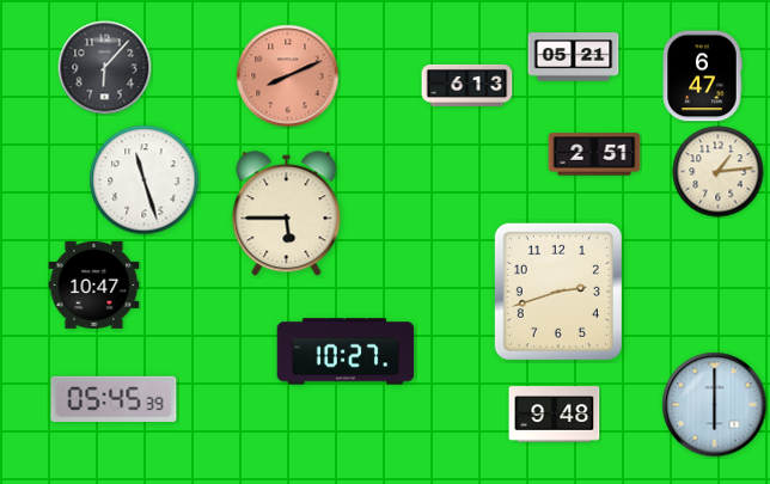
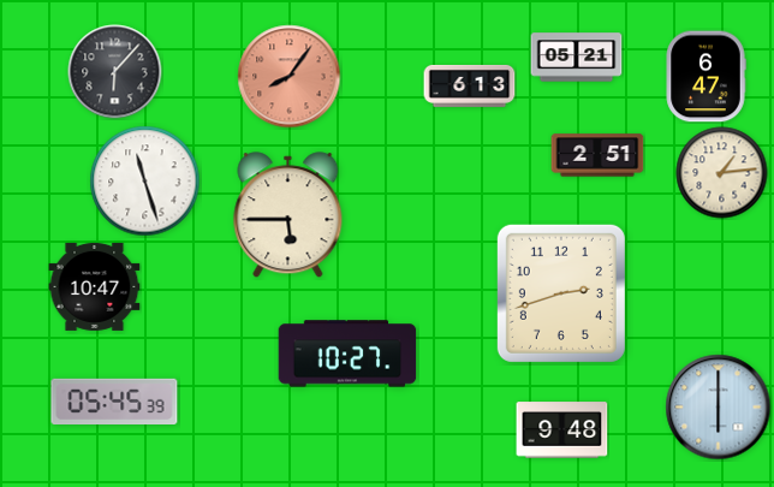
clock at (105, 68) position: (105, 68) -> (115, 72)
clock at (288, 76): 8:11 -> 8:06
clock at (555, 415) position: (555, 415) -> (562, 430)
